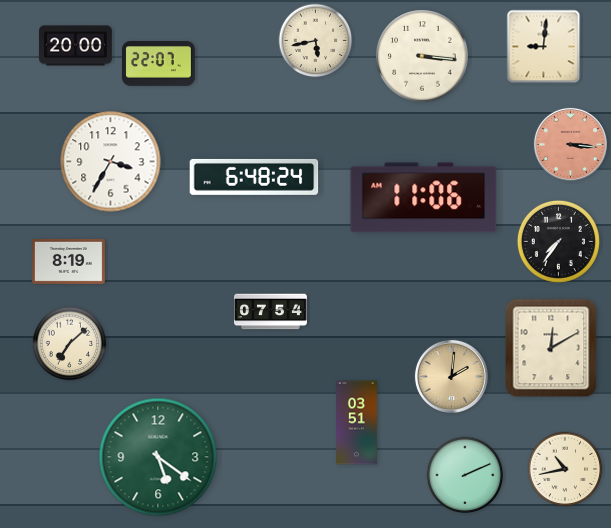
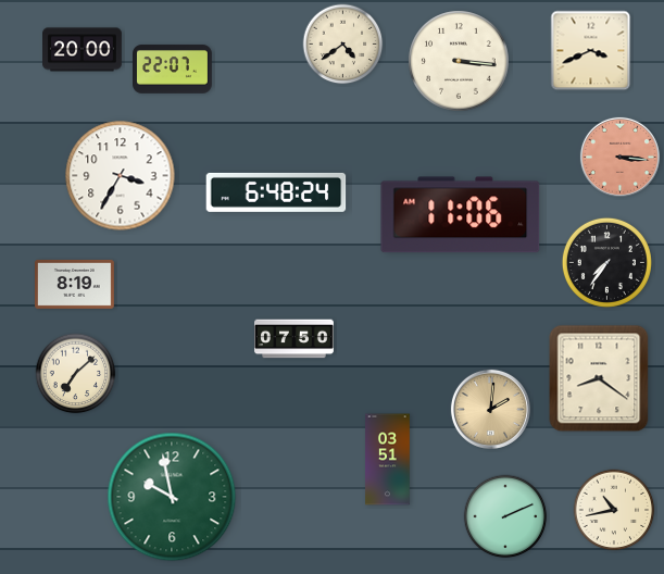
clock at (316, 41): 5:43 -> 4:39
clock at (544, 47): 9:01 -> 3:41
clock at (271, 312): 07:54 -> 07:50
clock at (551, 348): 12:10 -> 8:21
clock at (158, 457): 5:21 -> 9:58
